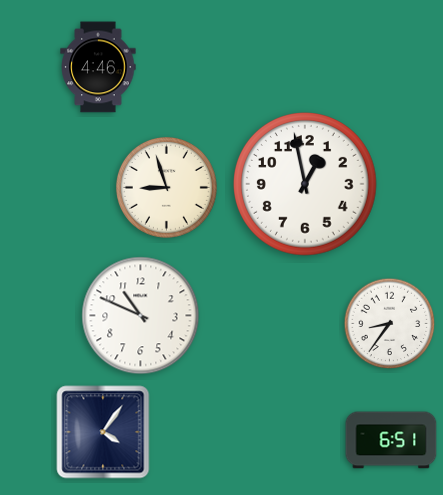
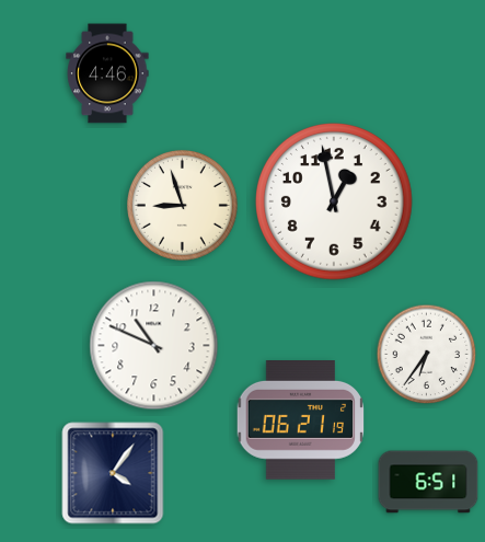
clock at (390, 324): 8:36 -> 6:36
clock at (301, 420): none -> 06:21
